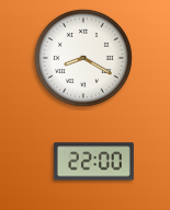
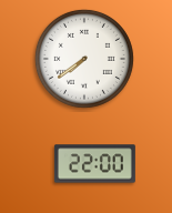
clock at (83, 58): 8:20 -> 7:39
